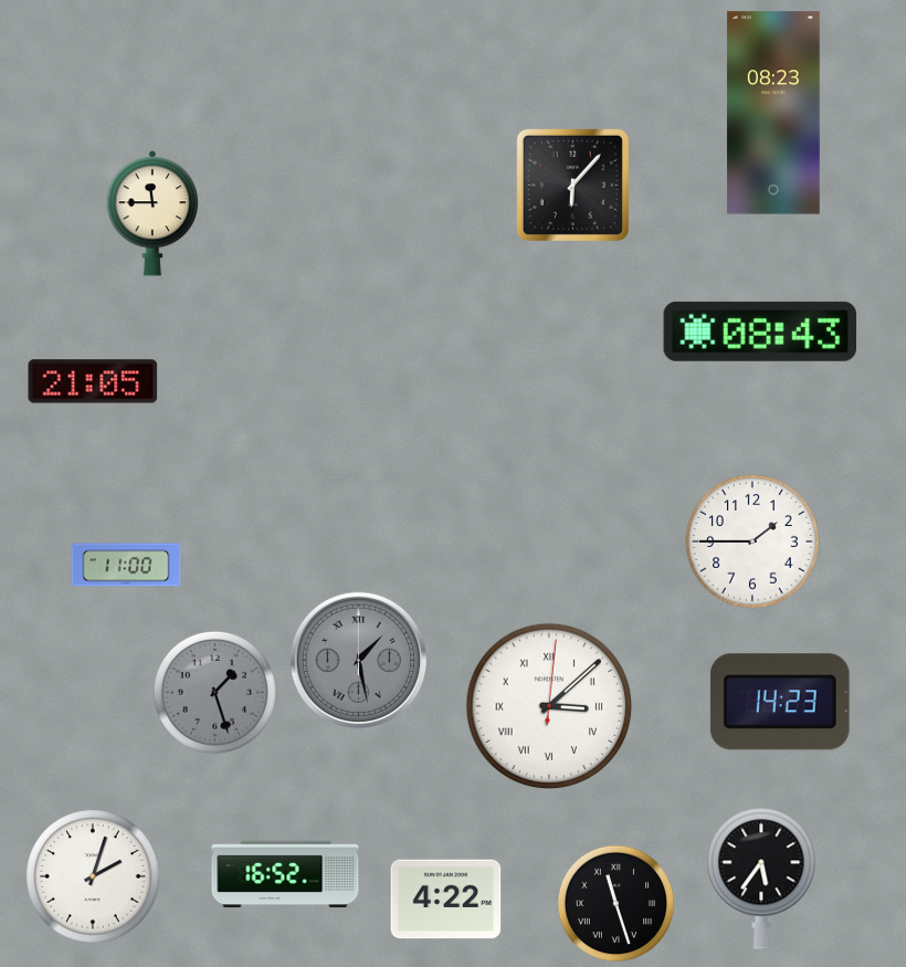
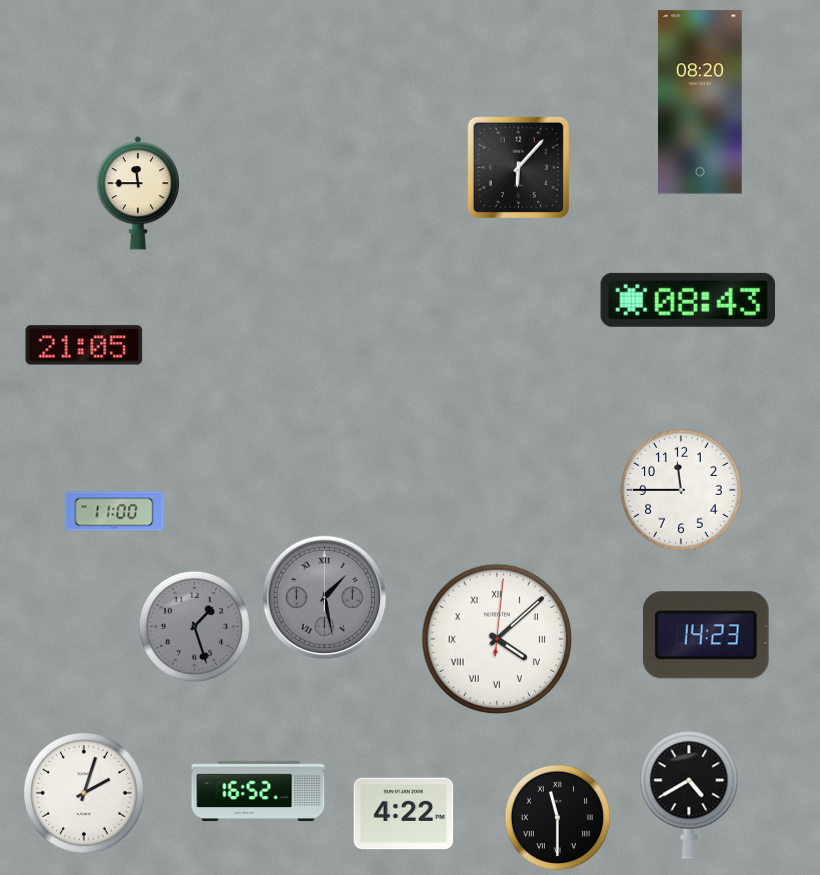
clock at (773, 113): 08:23 -> 08:20
clock at (752, 542): 1:45 -> 11:45
clock at (549, 706): 3:08 -> 4:08
clock at (761, 879): 5:36 -> 4:40
clock at (617, 904): 11:27 -> 11:30
